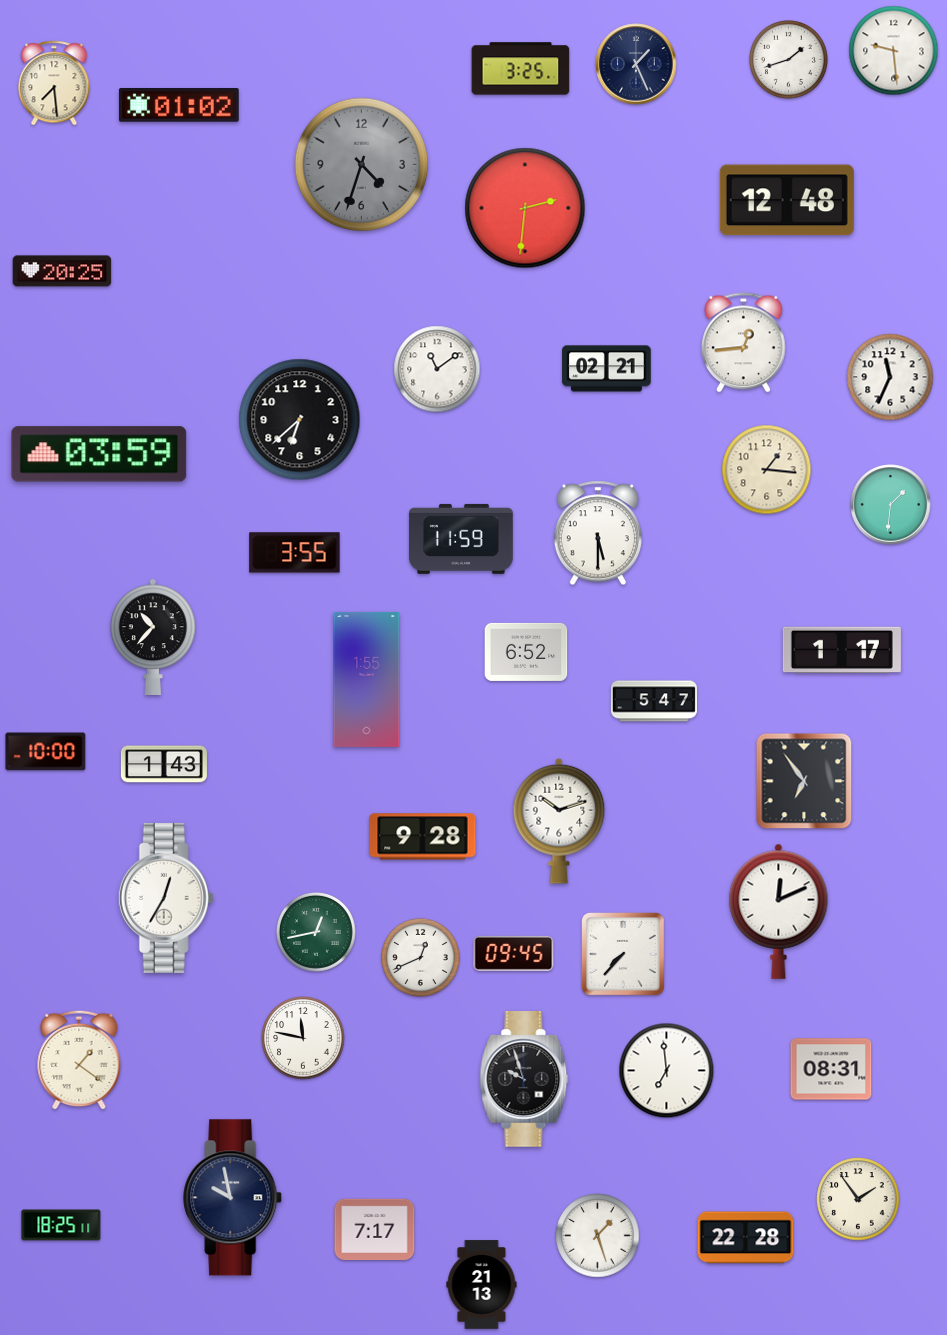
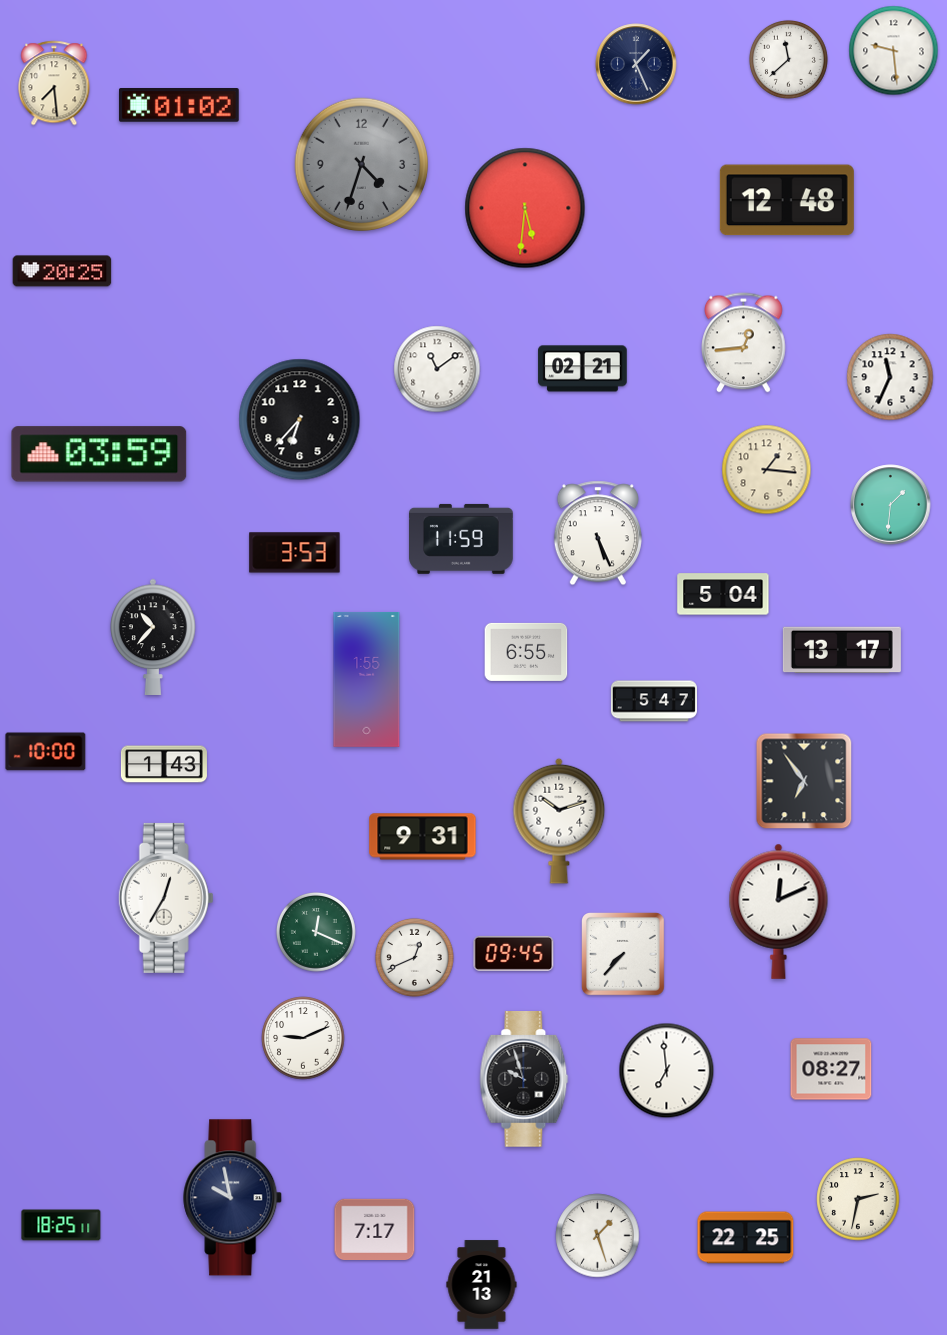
clock at (788, 59): 1:42 -> 11:38
clock at (521, 69): 3:25 -> none
clock at (525, 208): 2:31 -> 5:31
clock at (607, 369) position: (607, 369) -> (583, 369)
clock at (300, 420): 6:38 -> 6:37
clock at (598, 533): 5:30 -> 5:26
clock at (295, 553): 3:55 -> 3:53
clock at (723, 594): none -> 5:04
clock at (842, 650): 1:17 -> 13:17
clock at (526, 652): 6:52 -> 6:55
clock at (423, 837): 9:28 -> 9:31
clock at (317, 933): 12:43 -> 12:19
clock at (420, 957) position: (420, 957) -> (414, 957)
clock at (303, 1038): 11:47 -> 9:11
clock at (79, 1060): 1:21 -> none
clock at (831, 1069): 08:31 -> 08:27
clock at (858, 1199): 1:54 -> 2:32
clock at (746, 1238): 22:28 -> 22:25
